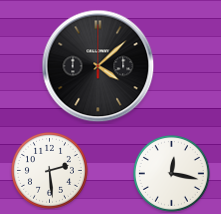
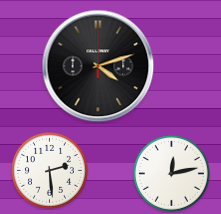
clock at (98, 66): 4:08 -> 4:12
clock at (172, 174): 12:17 -> 12:13
